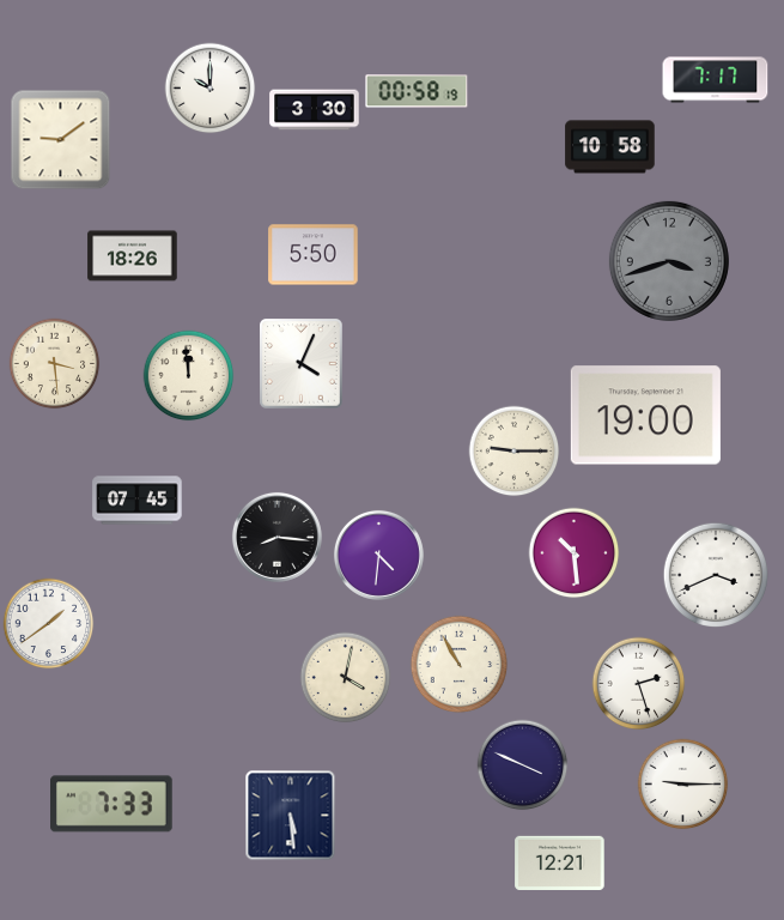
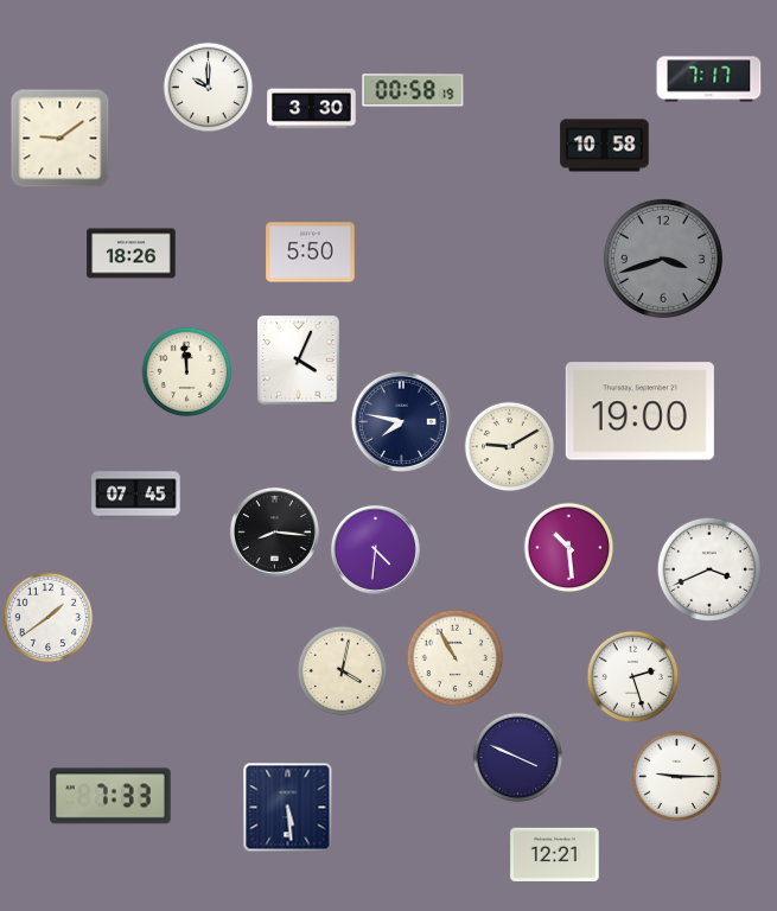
clock at (55, 364): 3:29 -> none
clock at (401, 421): none -> 7:47
clock at (515, 452): 9:15 -> 9:10
